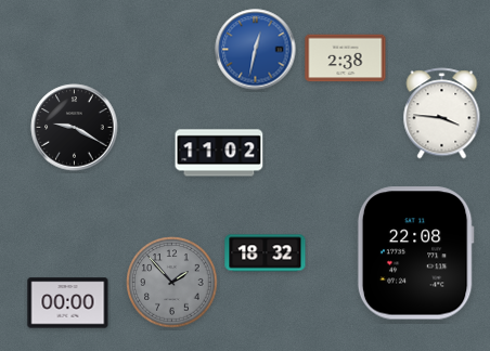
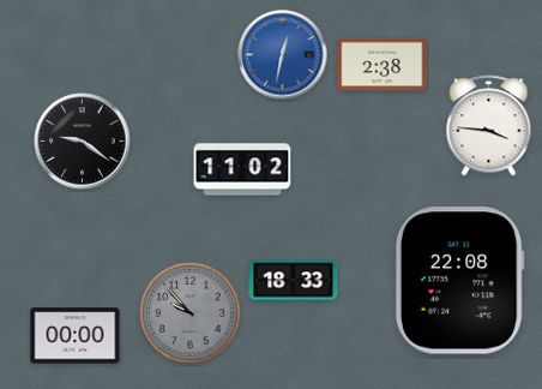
clock at (75, 128): 9:20 -> 9:21
clock at (266, 253): 18:32 -> 18:33
clock at (172, 283): 1:53 -> 9:53
